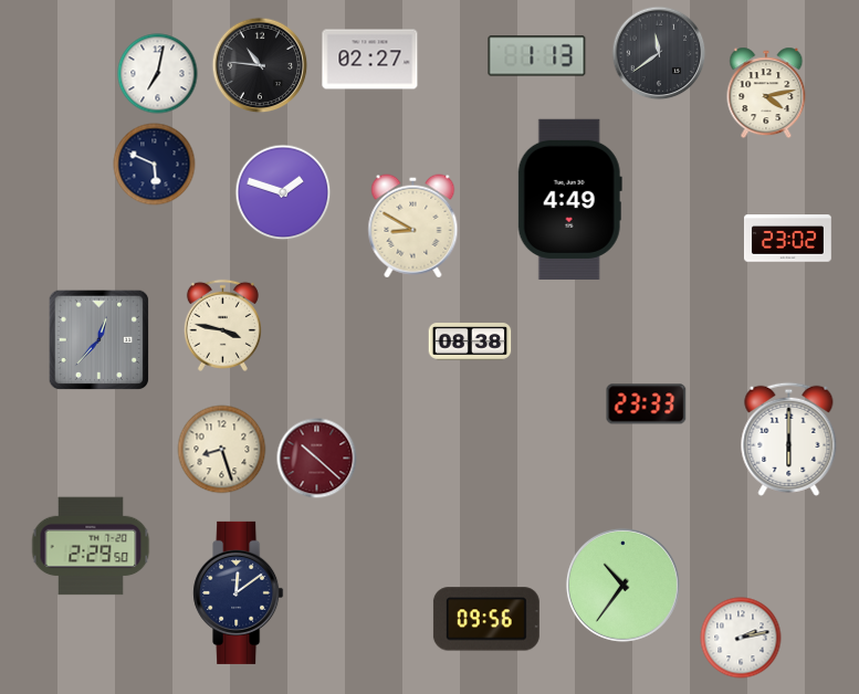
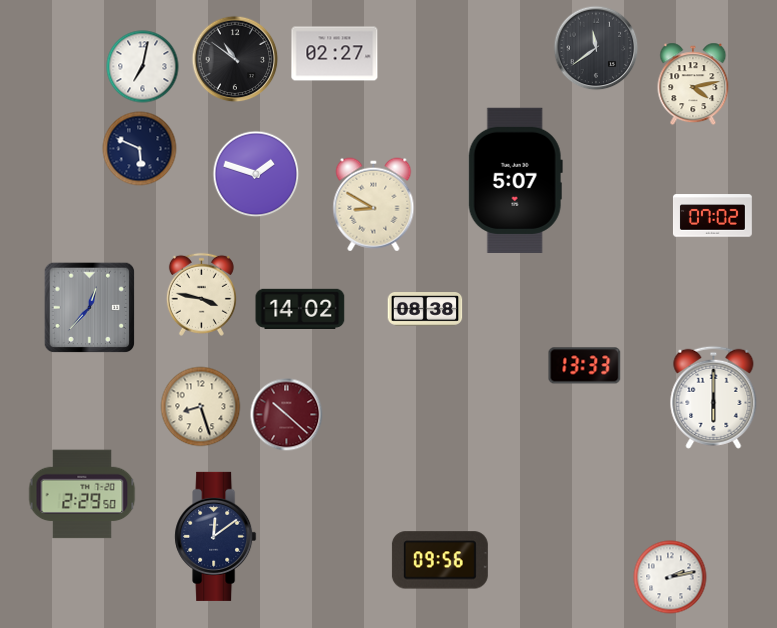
clock at (537, 56): 1:13 -> none
clock at (260, 65): 10:46 -> 10:51
clock at (569, 199): 4:49 -> 5:07
clock at (787, 239): 23:02 -> 07:02
clock at (300, 309): none -> 14:02
clock at (647, 404): 23:33 -> 13:33
clock at (622, 585): 10:36 -> none
